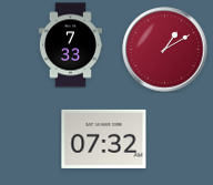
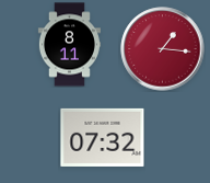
clock at (70, 45): 7:33 -> 8:11
clock at (165, 50): 1:10 -> 1:16
